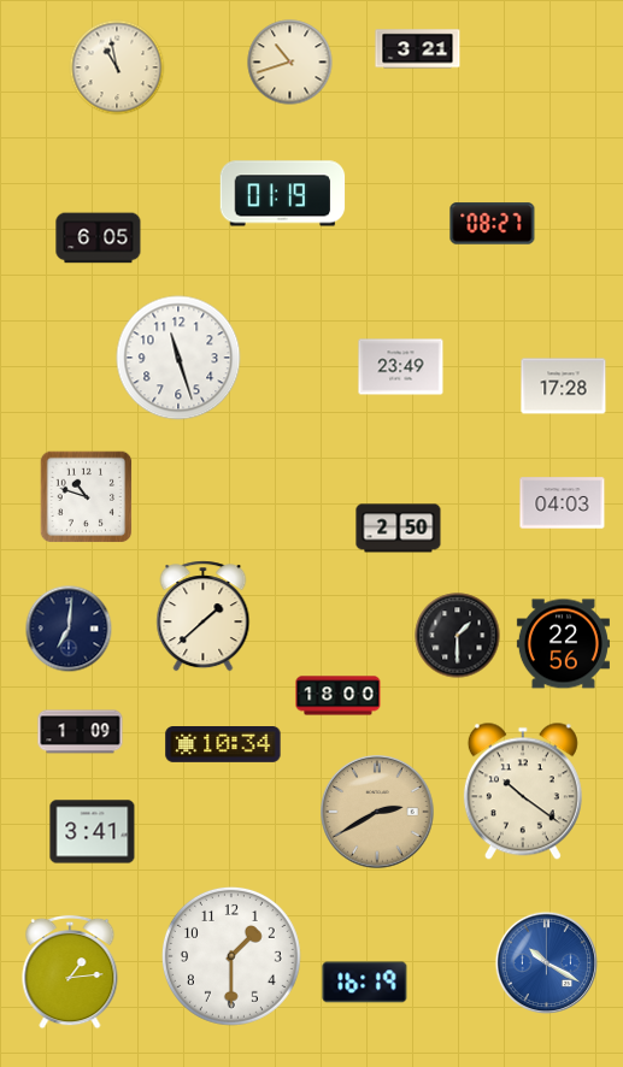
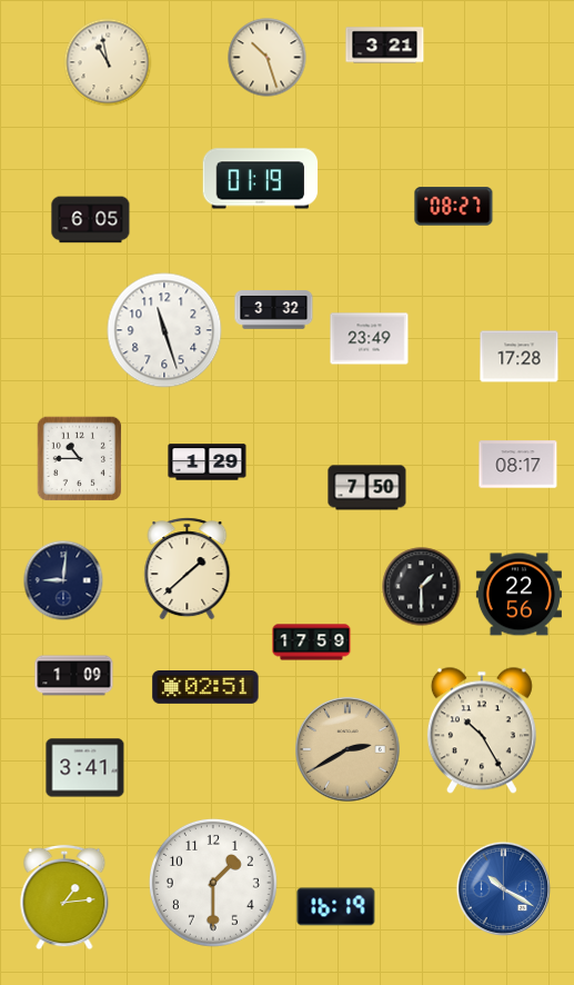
clock at (290, 63): 10:42 -> 10:27
clock at (274, 310): none -> 3:32
clock at (87, 497): 10:48 -> 10:45
clock at (208, 462): none -> 1:29
clock at (563, 503): 04:03 -> 08:17
clock at (399, 529): 2:50 -> 7:50
clock at (69, 629): 7:01 -> 9:01
clock at (339, 696): 18:00 -> 17:59
clock at (223, 745): 10:34 -> 02:51
clock at (523, 791): 10:21 -> 10:25
